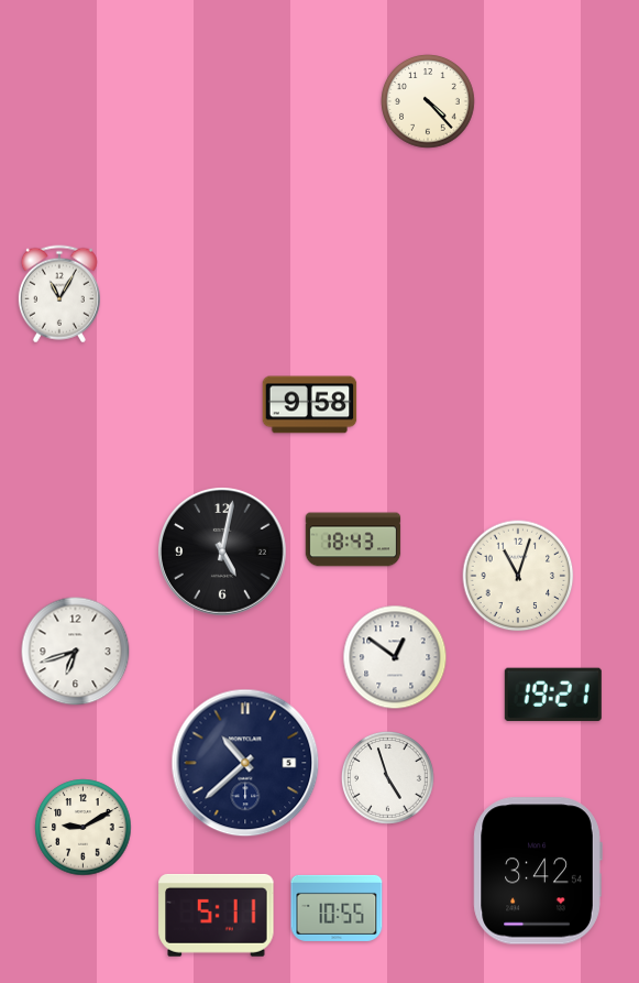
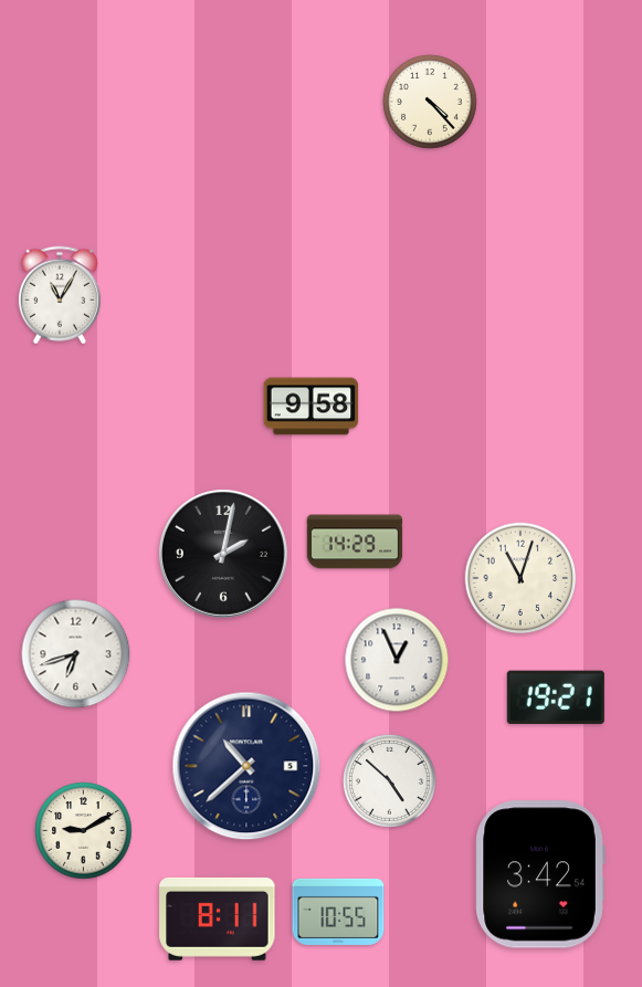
clock at (353, 539): 18:43 -> 14:29
clock at (223, 553): 5:02 -> 2:02
clock at (395, 657): 12:51 -> 12:56
clock at (388, 778): 4:57 -> 4:52
clock at (217, 915): 5:11 -> 8:11
